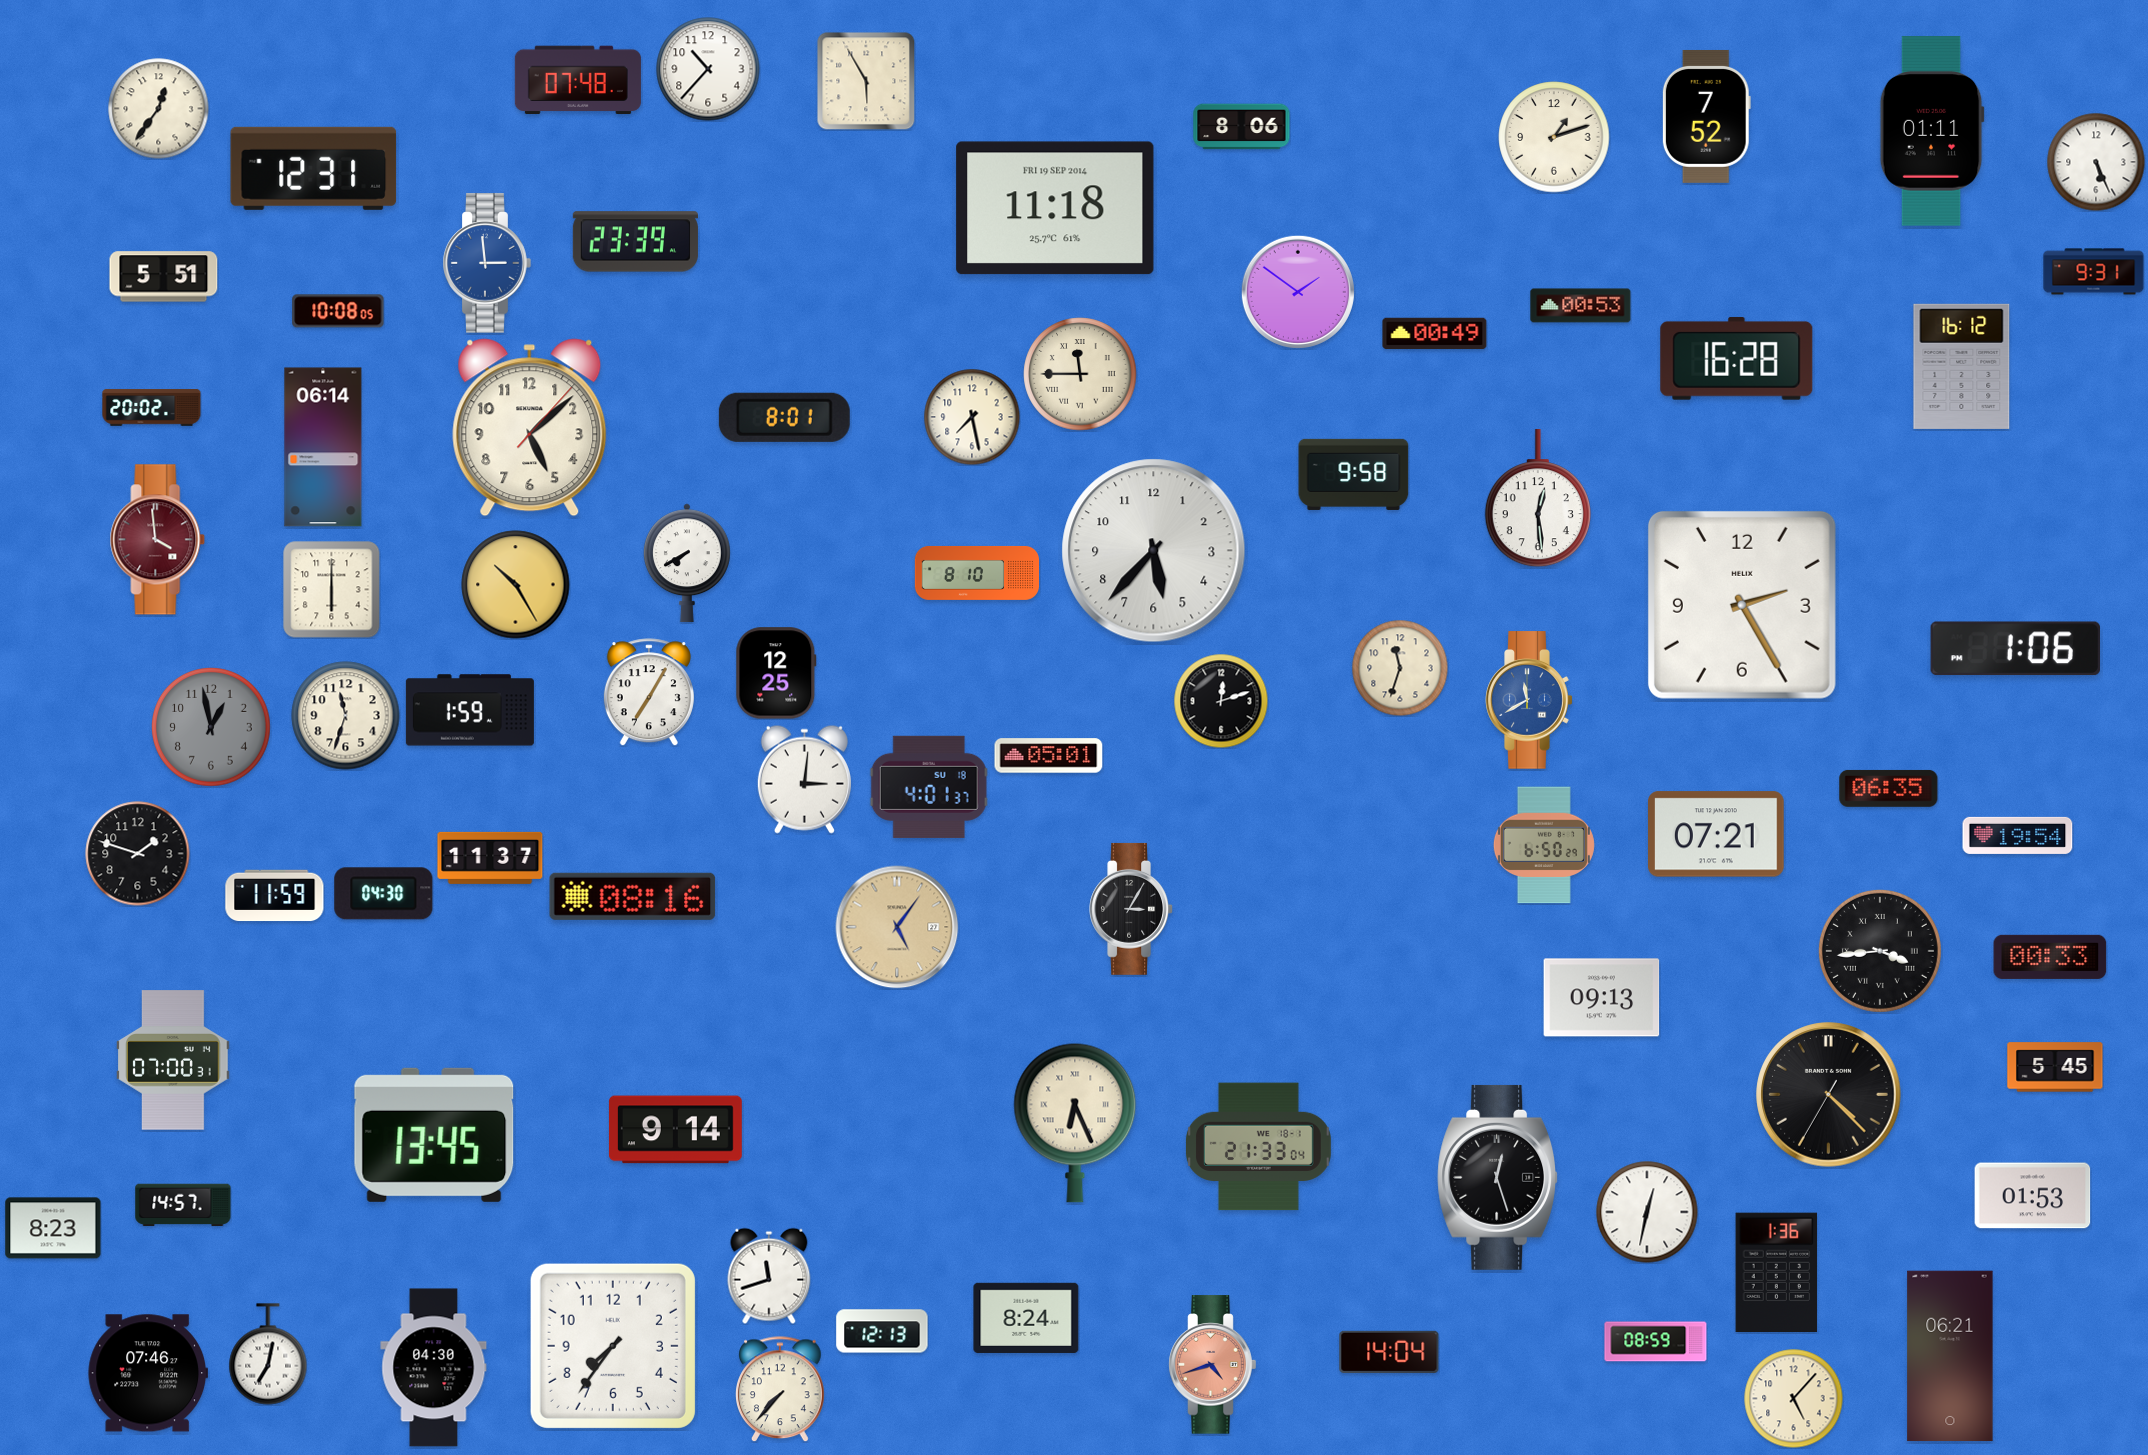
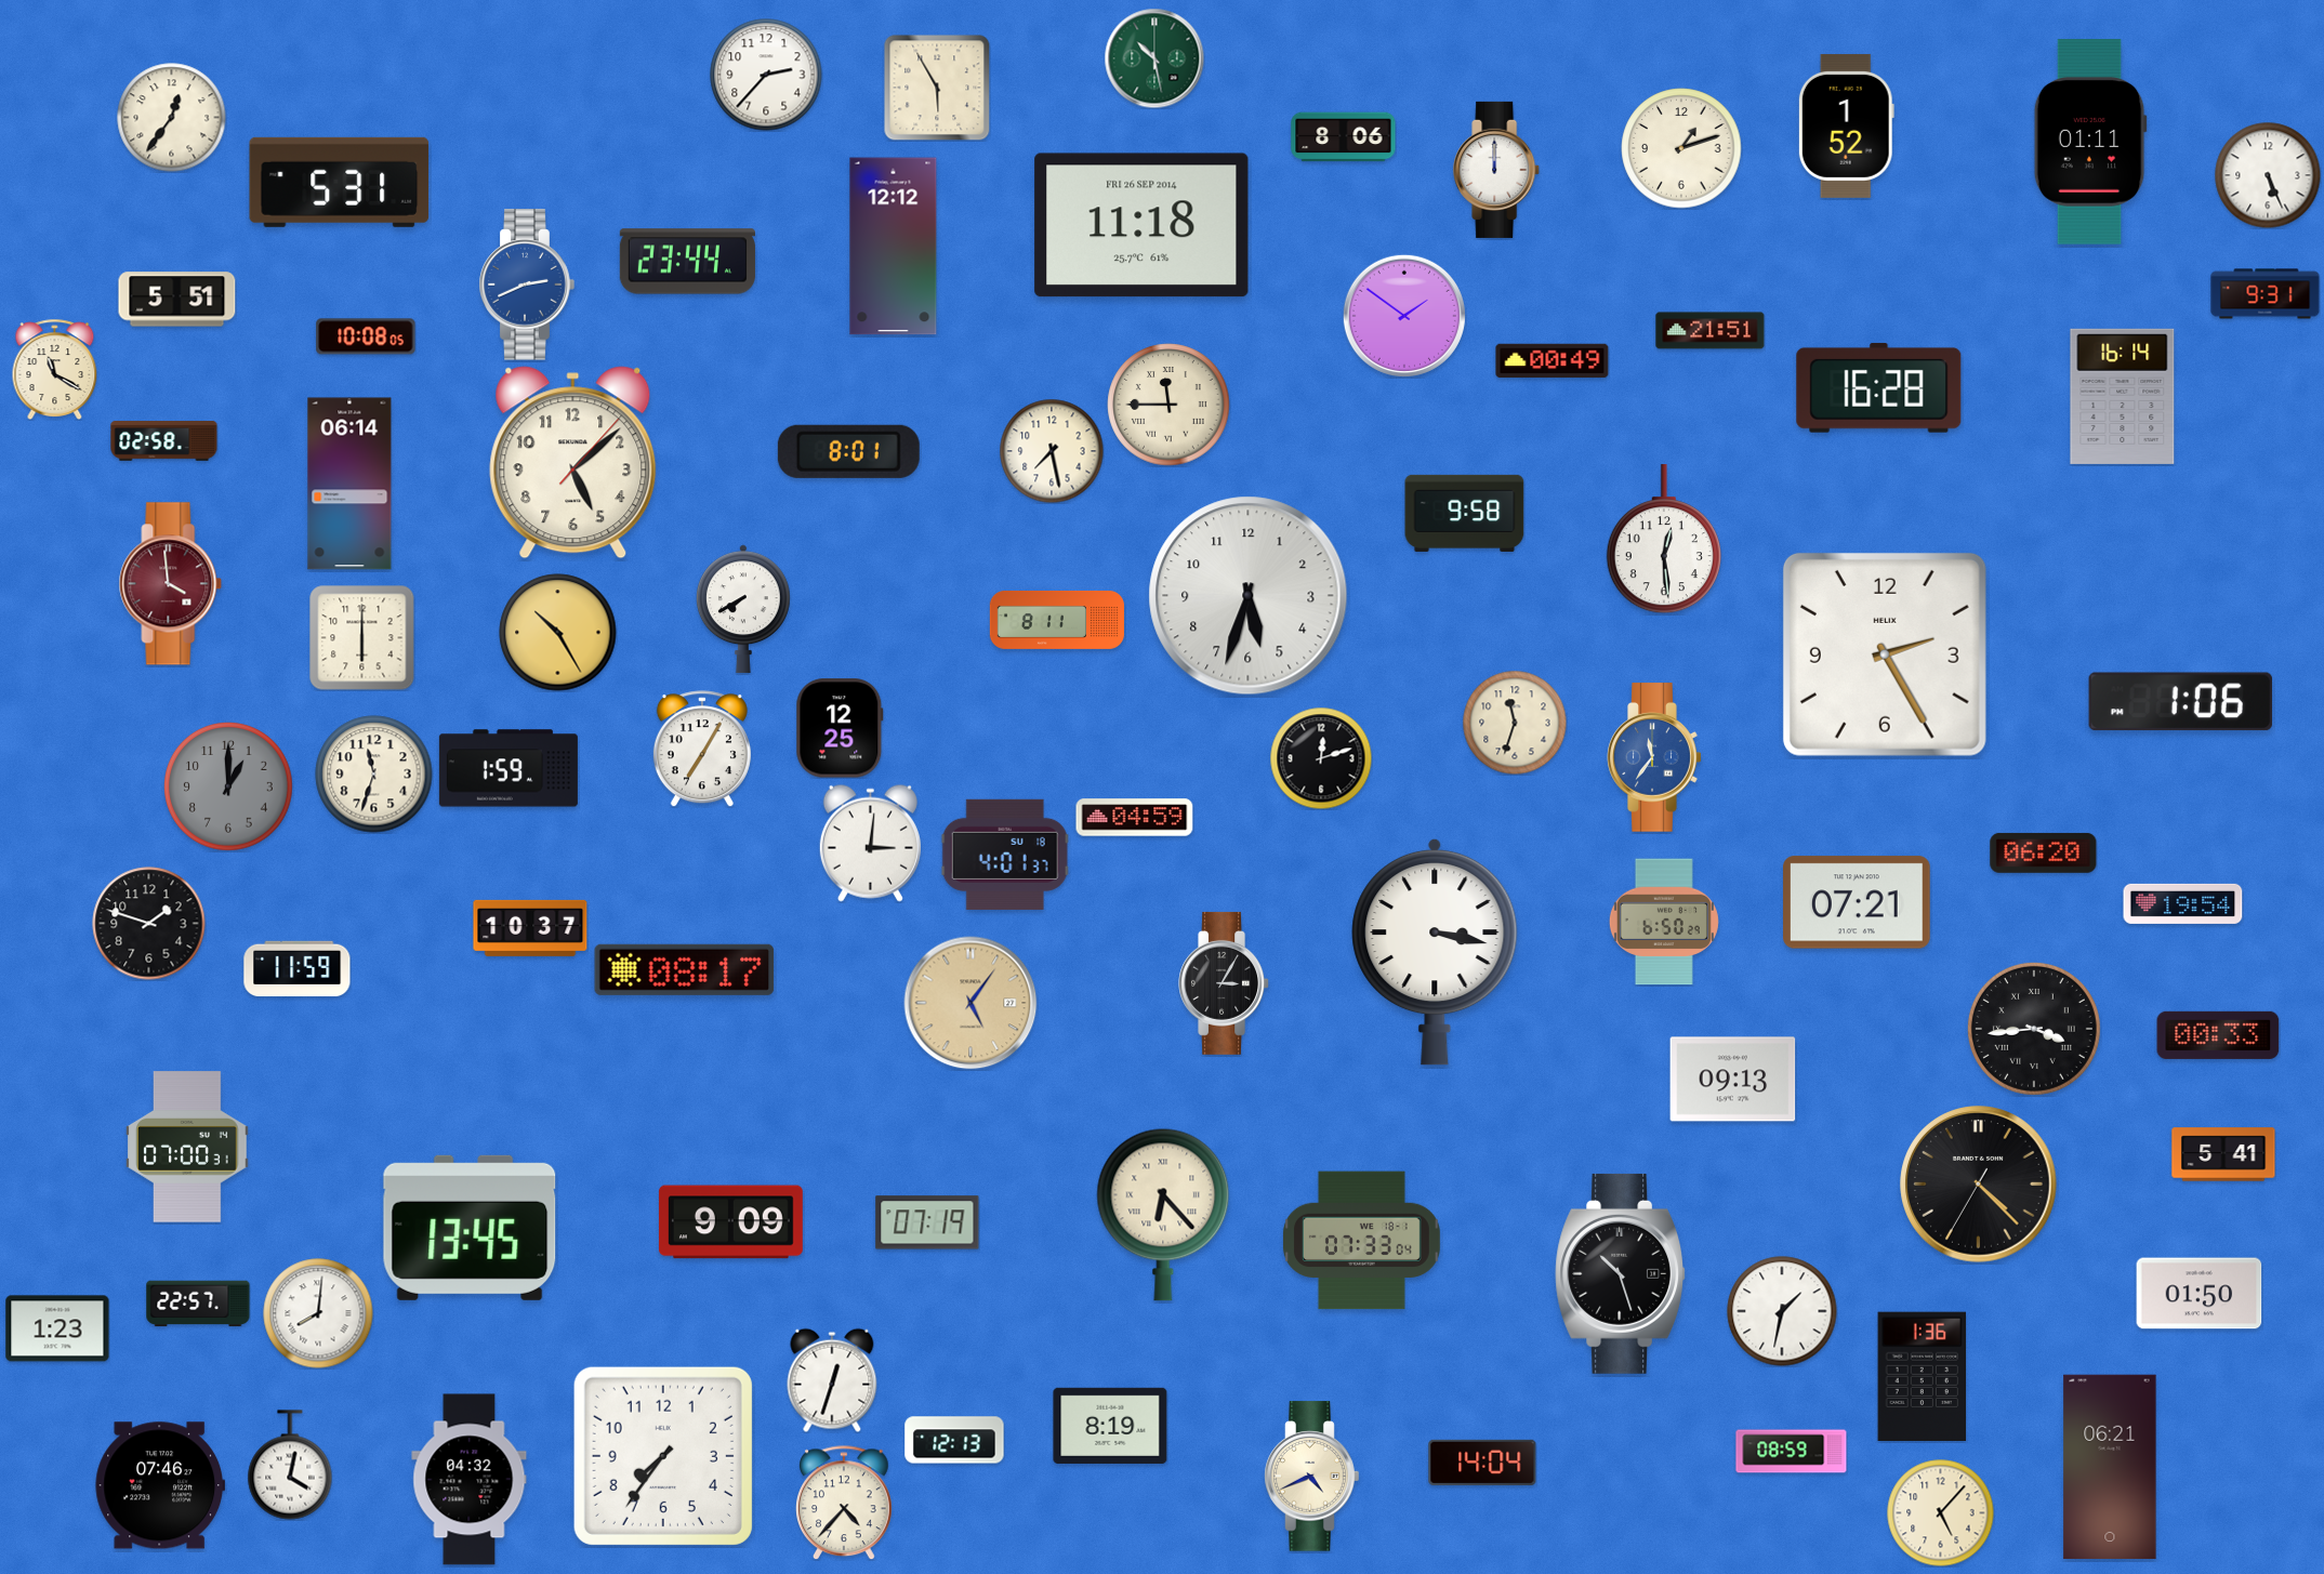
clock at (1154, 58): none -> 10:28
clock at (708, 69): 10:37 -> 2:37
clock at (578, 80): 07:48 -> none
clock at (1706, 116): 7:52 -> 1:52
clock at (1497, 170): none -> 12:00
clock at (314, 168): 12:31 -> 5:31
clock at (1055, 208) date: FRI 19 SEP 2014 -> FRI 26 SEP 2014
clock at (894, 247): none -> 12:12
clock at (635, 242): 23:39 -> 23:44
clock at (487, 263): 2:59 -> 2:41
clock at (1581, 306): 00:53 -> 21:51
clock at (55, 369): none -> 11:20
clock at (1962, 366): 16:12 -> 16:14
clock at (152, 408): 20:02 -> 02:58
clock at (1154, 551): 5:37 -> 5:33
clock at (976, 573): 8:10 -> 8:11
clock at (332, 590) position: (332, 590) -> (362, 638)
clock at (1529, 700): 11:40 -> 11:36
clock at (212, 728): 12:58 -> 1:00
clock at (1049, 756): 05:01 -> 04:59
clock at (929, 787) position: (929, 787) -> (1005, 855)
clock at (1889, 788): 06:35 -> 06:20
clock at (1544, 845) position: (1544, 845) -> (1664, 922)
clock at (490, 858): 11:37 -> 10:37
clock at (1435, 952): none -> 3:17
clock at (384, 894): 04:30 -> none
clock at (633, 896): 08:16 -> 08:17
clock at (2055, 1067): 5:45 -> 5:41
clock at (1075, 1123): 6:26 -> 6:23
clock at (675, 1130): 9:14 -> 9:09
clock at (927, 1222): none -> 07:19
clock at (1258, 1147): 21:33 -> 07:33
clock at (1498, 1177): 12:27 -> 10:27
clock at (2033, 1196): 01:53 -> 01:50
clock at (183, 1205): 14:57 -> 22:57
clock at (1647, 1212): 12:32 -> 1:32
clock at (318, 1313): none -> 8:01
clock at (53, 1228): 8:23 -> 1:23
clock at (769, 1276): 11:42 -> 12:33
clock at (1026, 1318): 8:24 -> 8:19
clock at (1389, 1352) position: (1389, 1352) -> (1482, 1463)
clock at (268, 1354): 7:02 -> 4:02
clock at (1213, 1365): 4:42 -> 4:41
clock at (1213, 1365) dial: salmon -> cream
clock at (434, 1368): 04:30 -> 04:32
clock at (781, 1389): 7:37 -> 4:37
